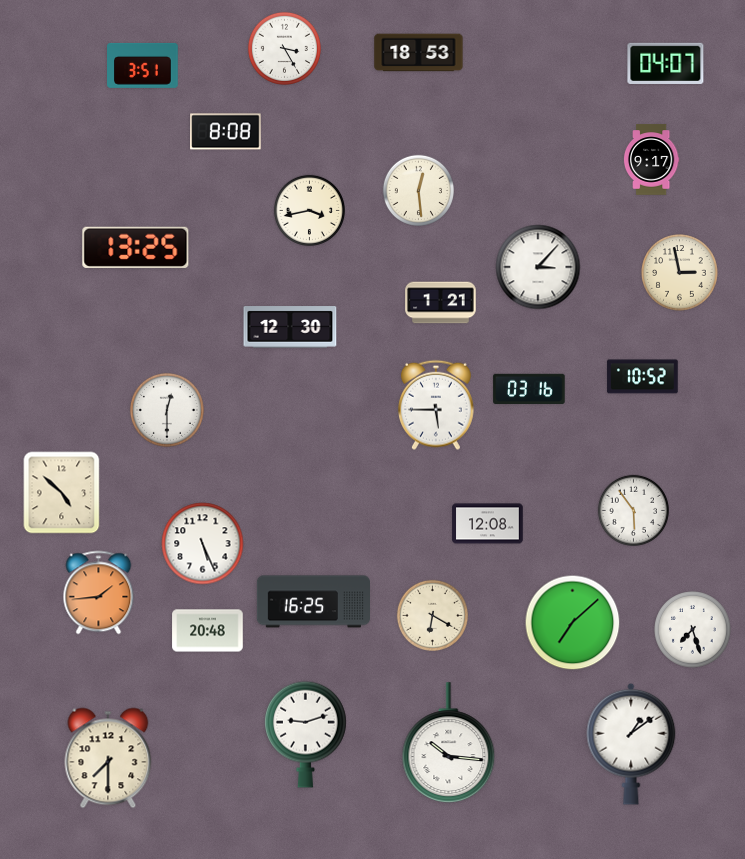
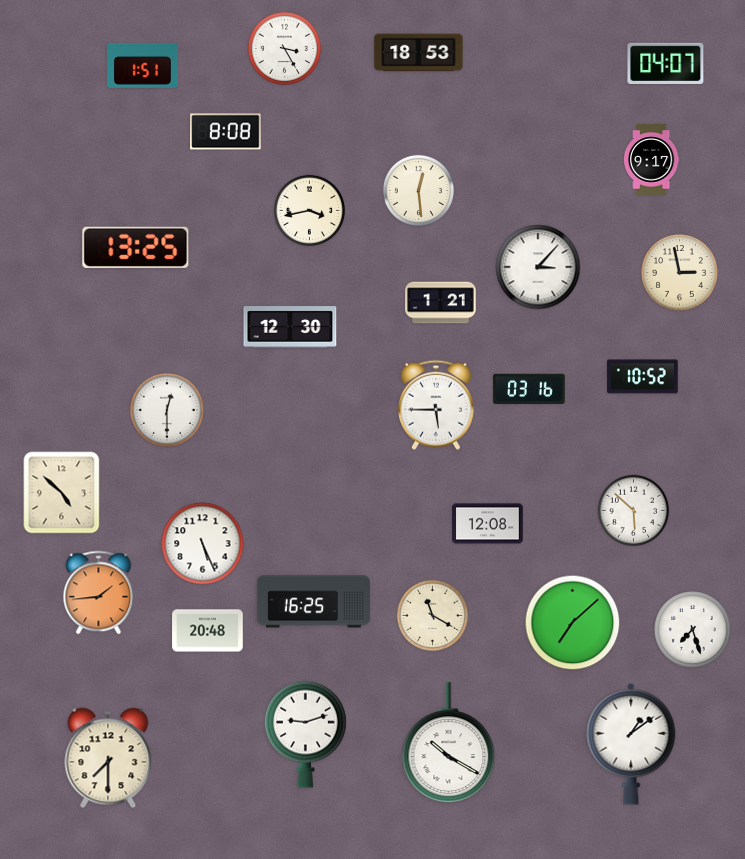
clock at (143, 65): 3:51 -> 1:51
clock at (633, 510): 5:54 -> 5:52
clock at (432, 615): 6:20 -> 11:20
clock at (449, 742): 10:16 -> 10:20
